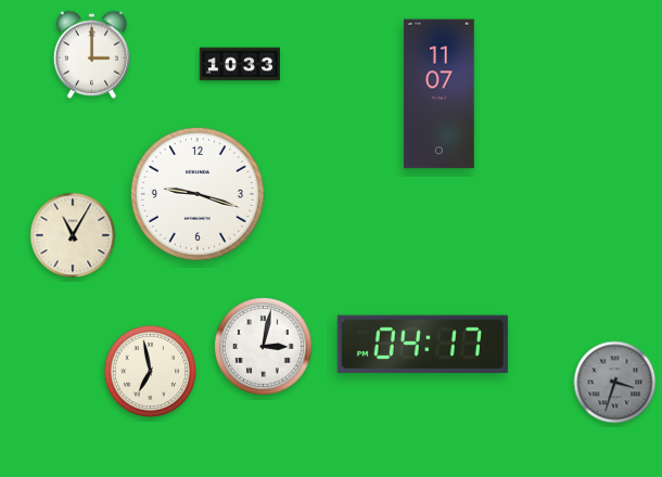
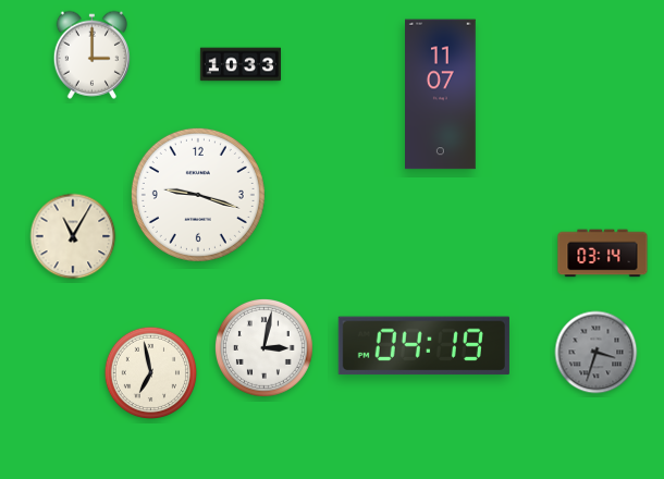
clock at (603, 254): none -> 03:14
clock at (422, 345): 04:17 -> 04:19
clock at (615, 383) position: (615, 383) -> (597, 353)
